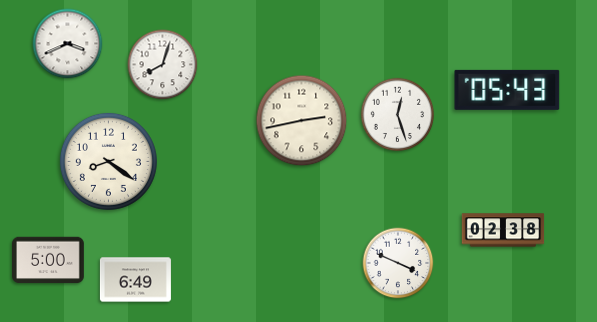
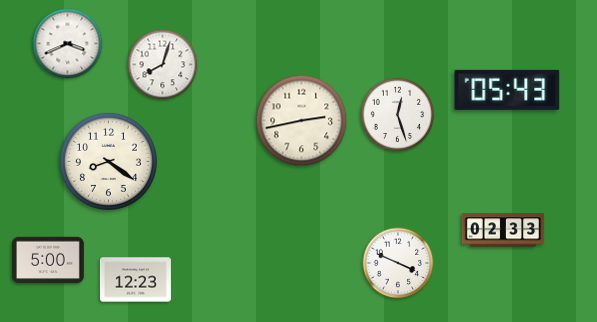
clock at (503, 230): 02:38 -> 02:33
clock at (135, 280): 6:49 -> 12:23
